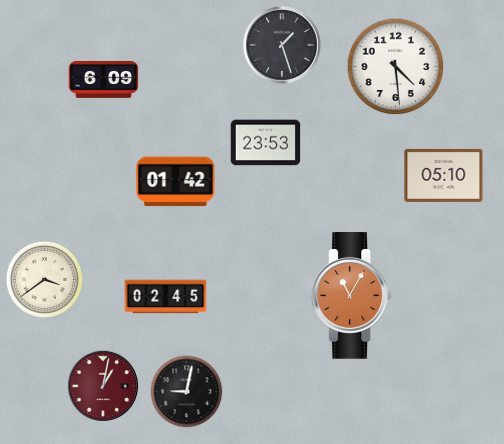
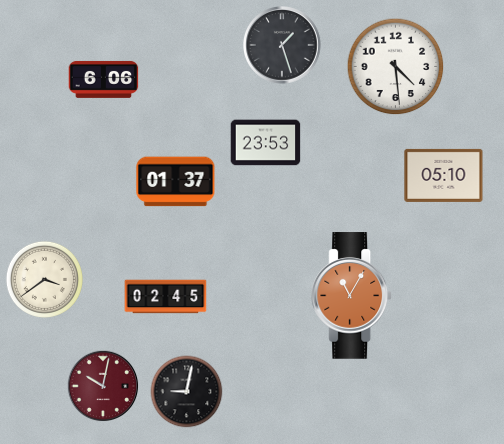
clock at (104, 79): 6:09 -> 6:06
clock at (176, 182): 01:42 -> 01:37
clock at (103, 386): 1:02 -> 10:02
